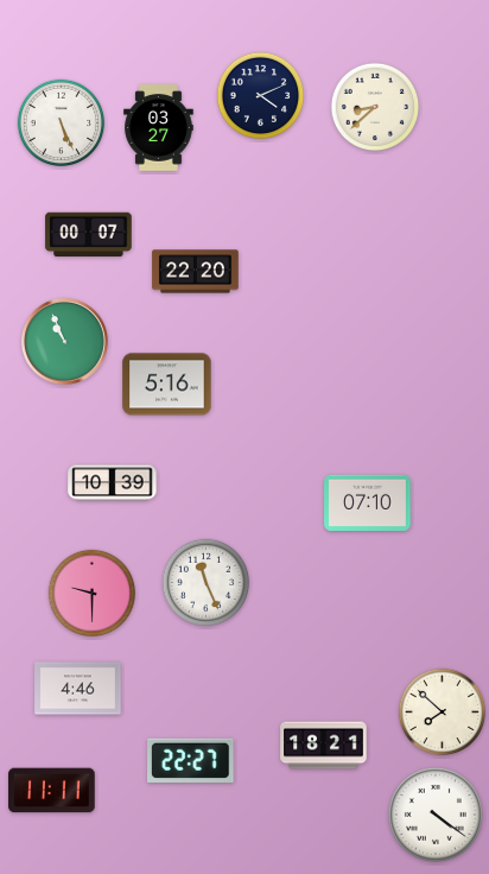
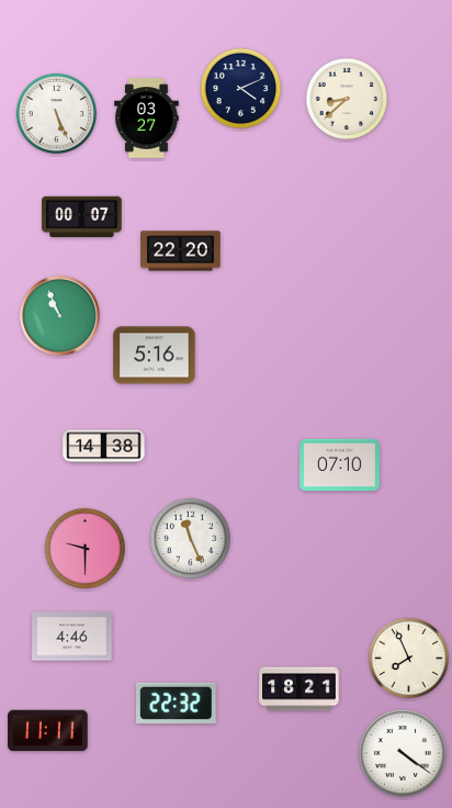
clock at (113, 483): 10:39 -> 14:38
clock at (443, 712): 7:52 -> 7:56
clock at (191, 760): 22:27 -> 22:32
